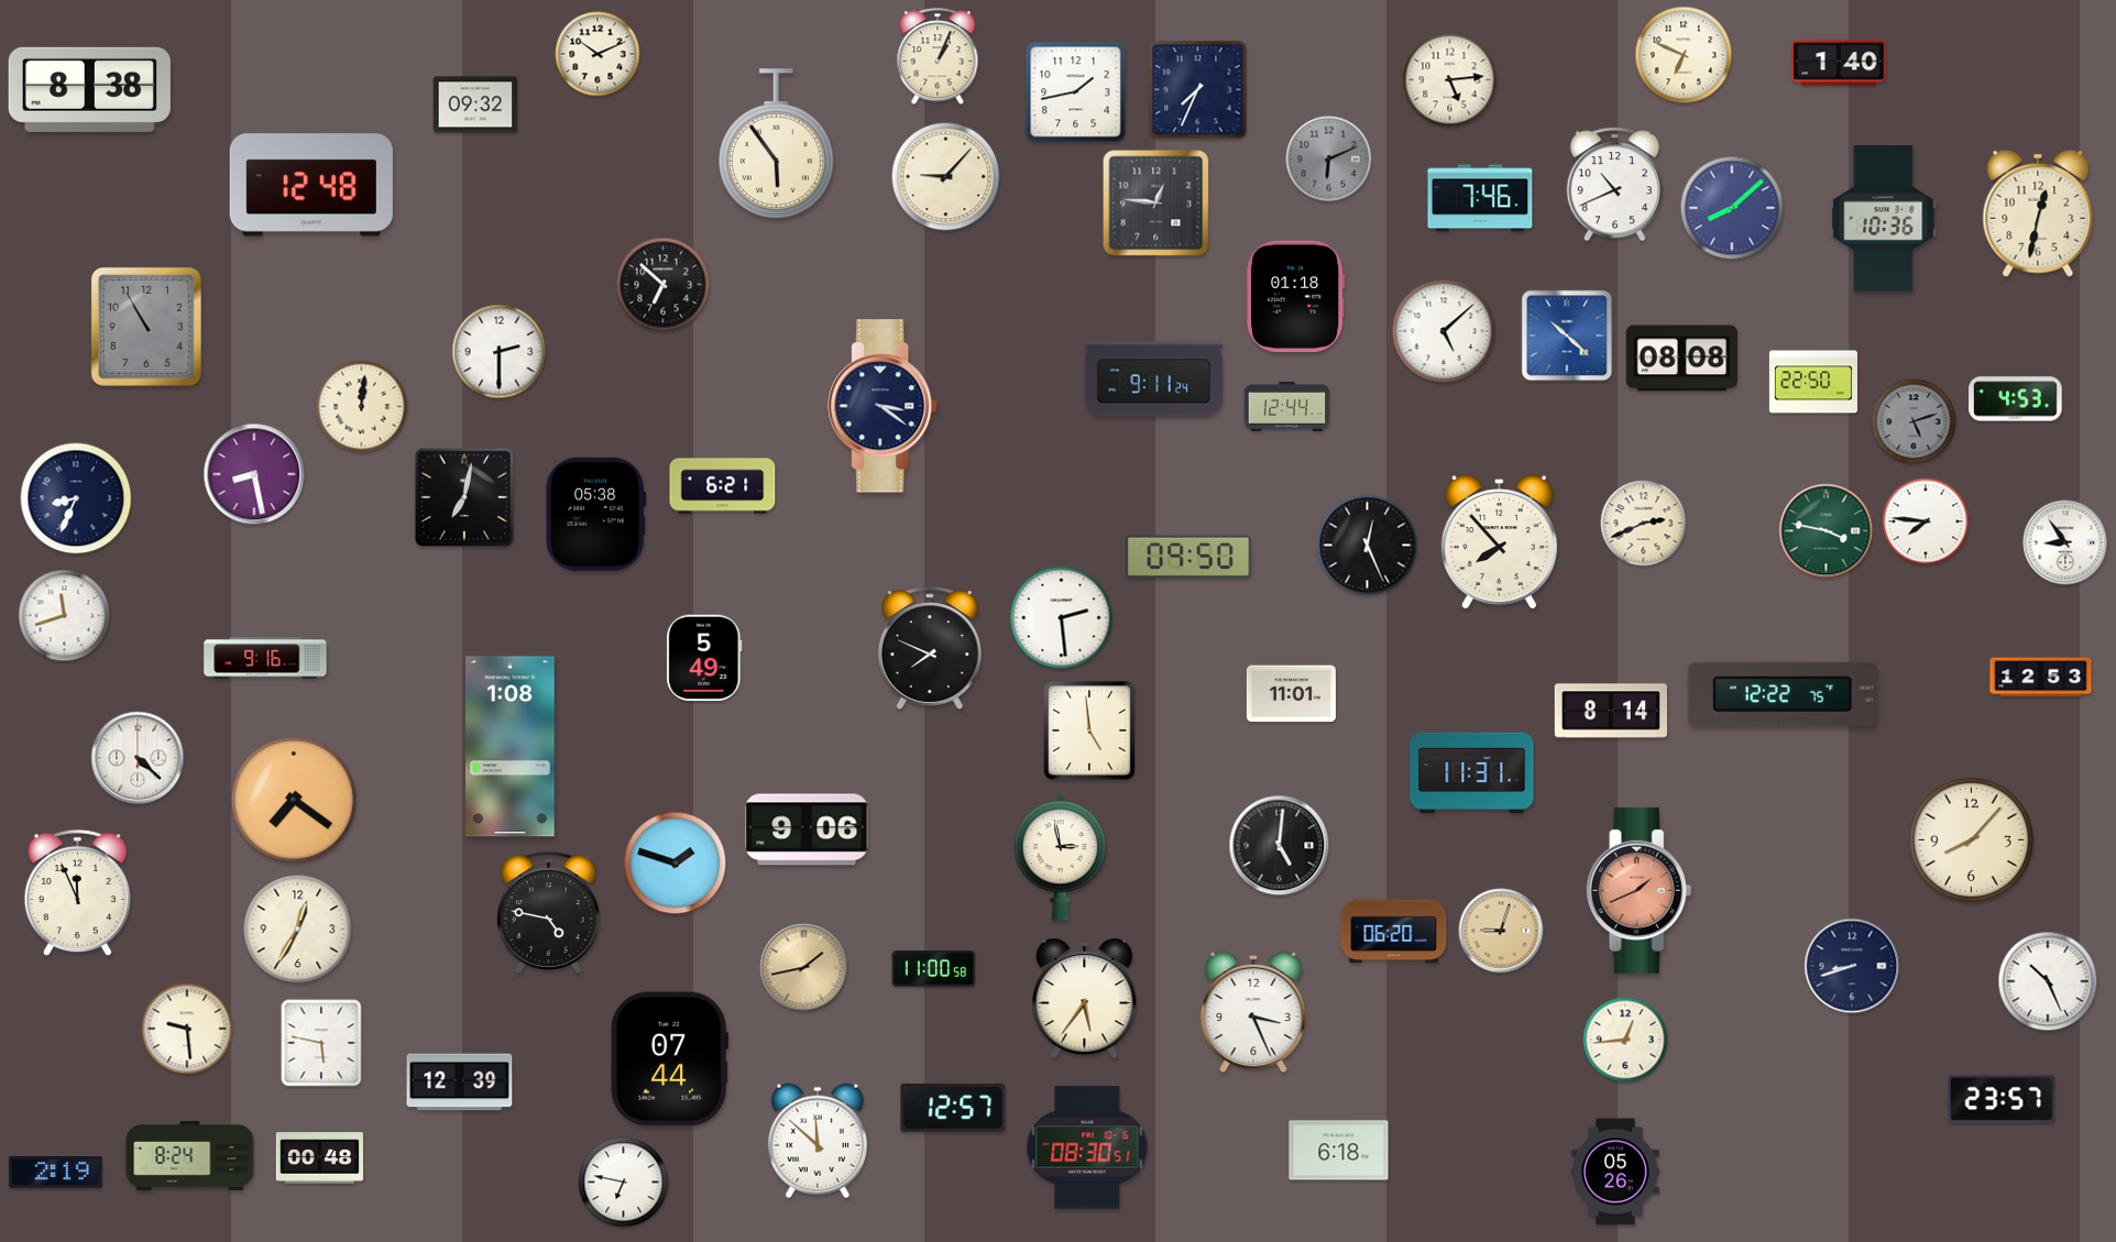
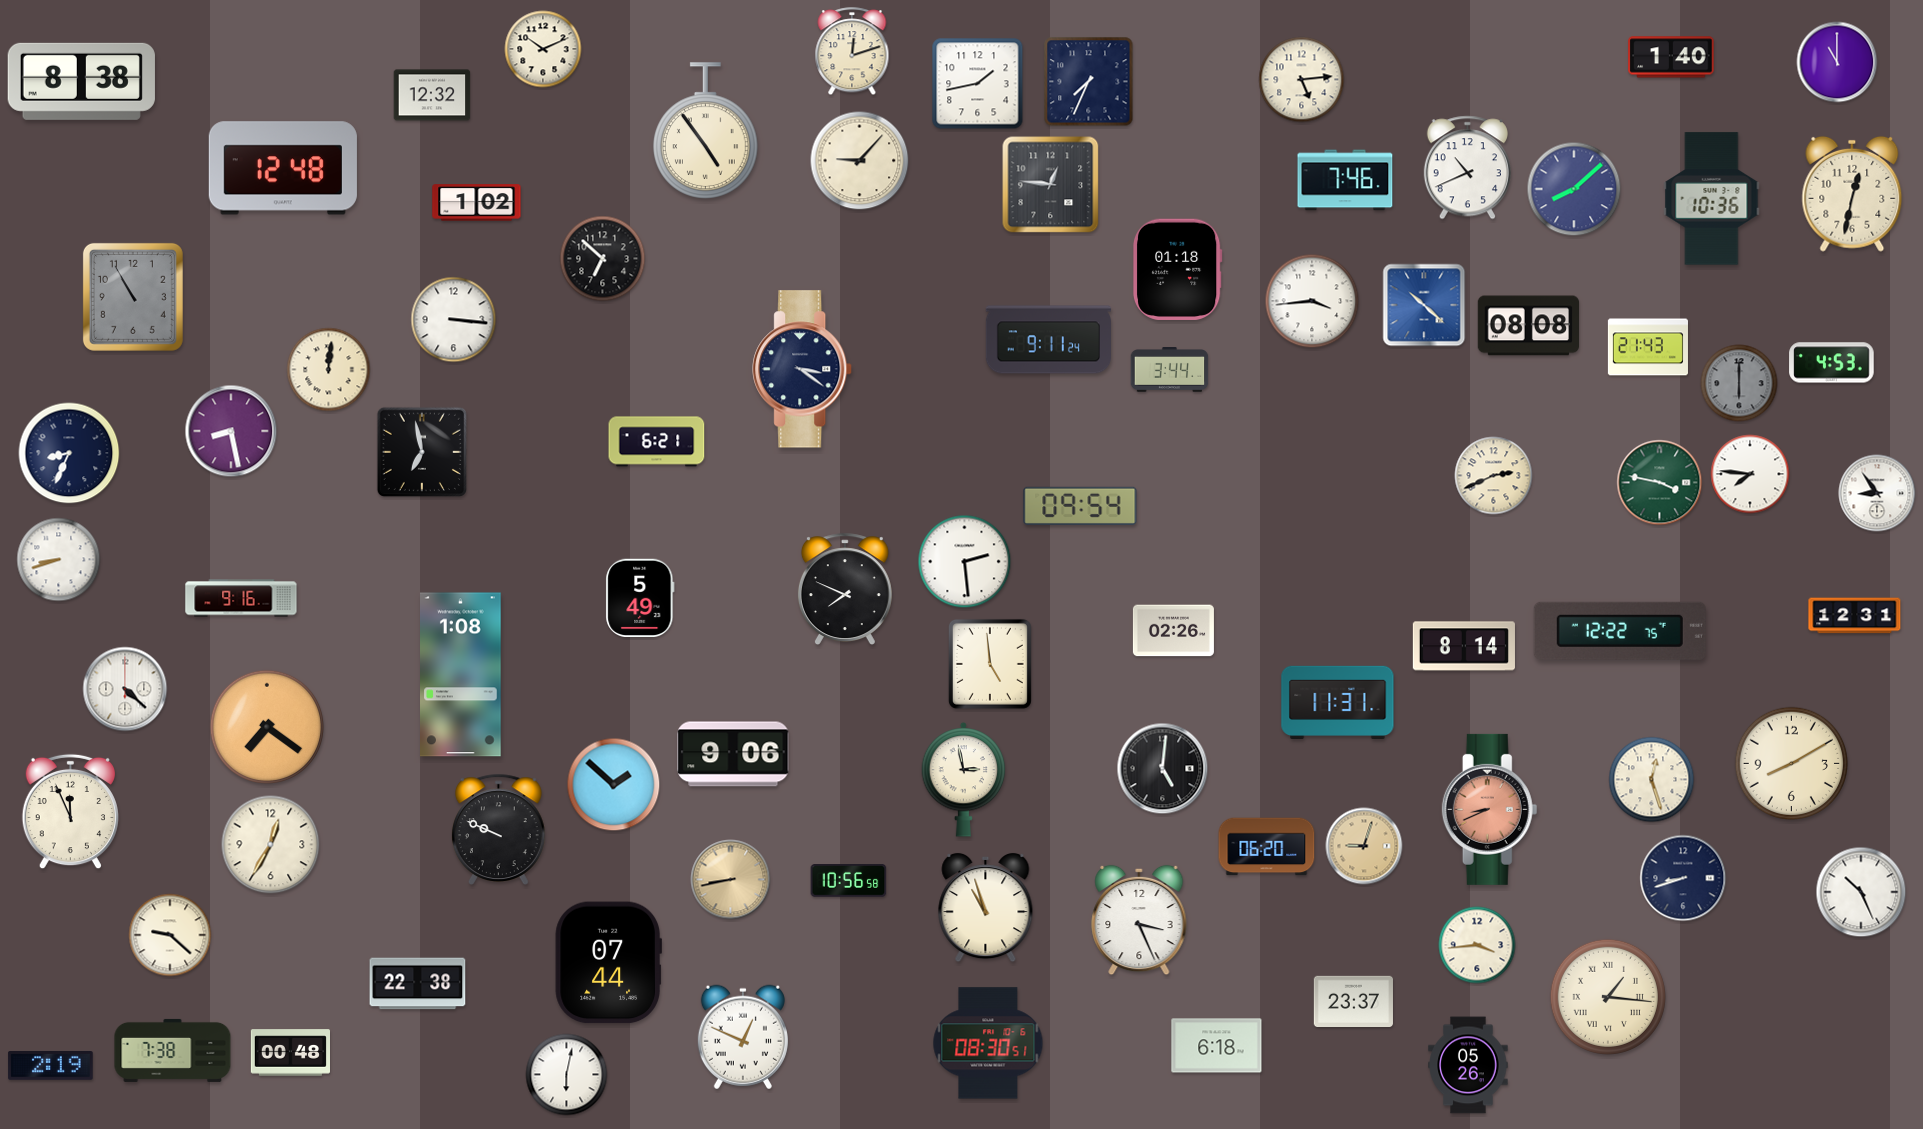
clock at (1684, 55): 6:49 -> none
clock at (938, 57): 1:04 -> 12:12
clock at (1837, 62): none -> 11:00
clock at (1450, 80) position: (1450, 80) -> (1302, 80)
clock at (475, 105): 09:32 -> 12:32
clock at (776, 144): 5:54 -> 4:54
clock at (1329, 160): 6:11 -> none
clock at (477, 203): none -> 1:02
clock at (1444, 331): 5:08 -> 3:44
clock at (500, 352): 2:30 -> 3:16
clock at (1153, 380) position: (1153, 380) -> (1048, 340)
clock at (1813, 382): 22:50 -> 21:43
clock at (1287, 407): 12:44 -> 3:44
clock at (1914, 421): 5:12 -> 6:00
clock at (464, 497): 7:02 -> 6:58
clock at (596, 514): 05:38 -> none
clock at (1499, 543): 7:53 -> none
clock at (1368, 546): 12:26 -> none
clock at (1188, 557): 09:50 -> 09:54
clock at (65, 616): 11:42 -> 8:42
clock at (2041, 678): 12:53 -> 12:31
clock at (1291, 694): 11:01 -> 02:26
clock at (511, 747) position: (511, 747) -> (461, 675)
clock at (1972, 840): 8:07 -> 8:10
clock at (1652, 780): none -> 12:27
clock at (676, 864): 1:48 -> 1:52
clock at (1640, 890): 1:41 -> 8:41
clock at (548, 912): 4:47 -> 9:49
clock at (804, 968): 1:43 -> 8:43
clock at (934, 969): 11:00 -> 10:56
clock at (1085, 999): 5:36 -> 10:57
clock at (187, 1029): 9:29 -> 9:22
clock at (1625, 1040): 12:44 -> 3:44
clock at (321, 1043): 5:47 -> none
clock at (460, 1082): 12:39 -> 22:38
clock at (1608, 997): none -> 1:16
clock at (2002, 1099): 23:57 -> none
clock at (1353, 1001): none -> 23:37
clock at (953, 1109): 12:57 -> none
clock at (818, 1141): 11:52 -> 12:49
clock at (190, 1155): 8:24 -> 7:38
clock at (624, 1183): 6:47 -> 6:02
